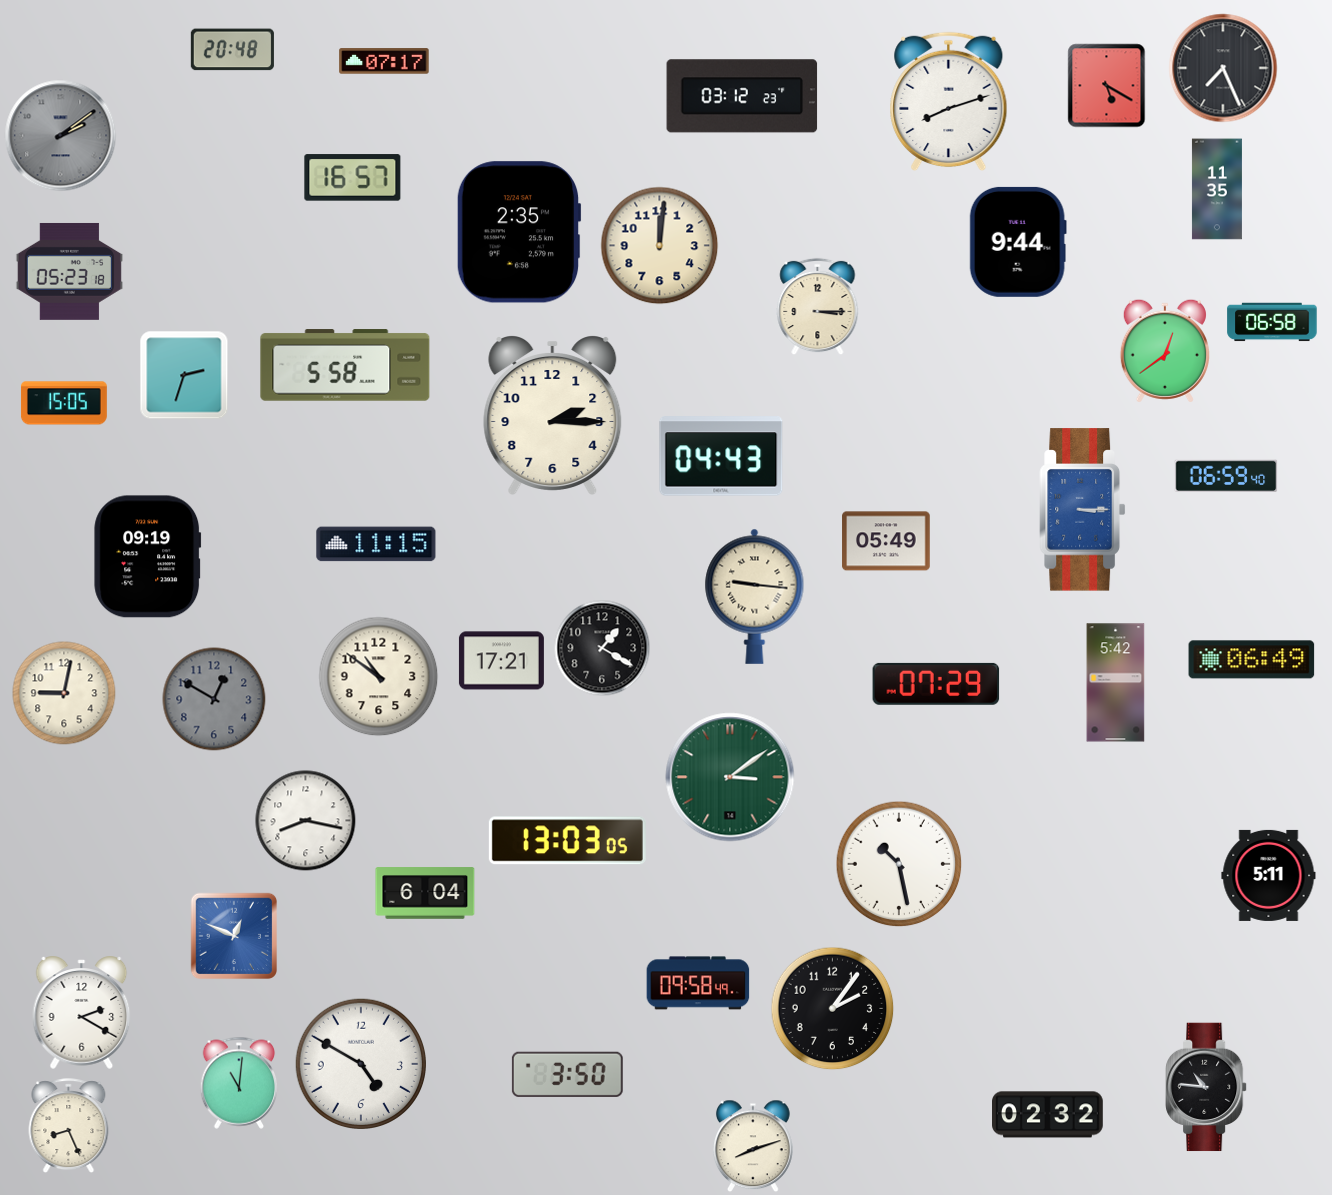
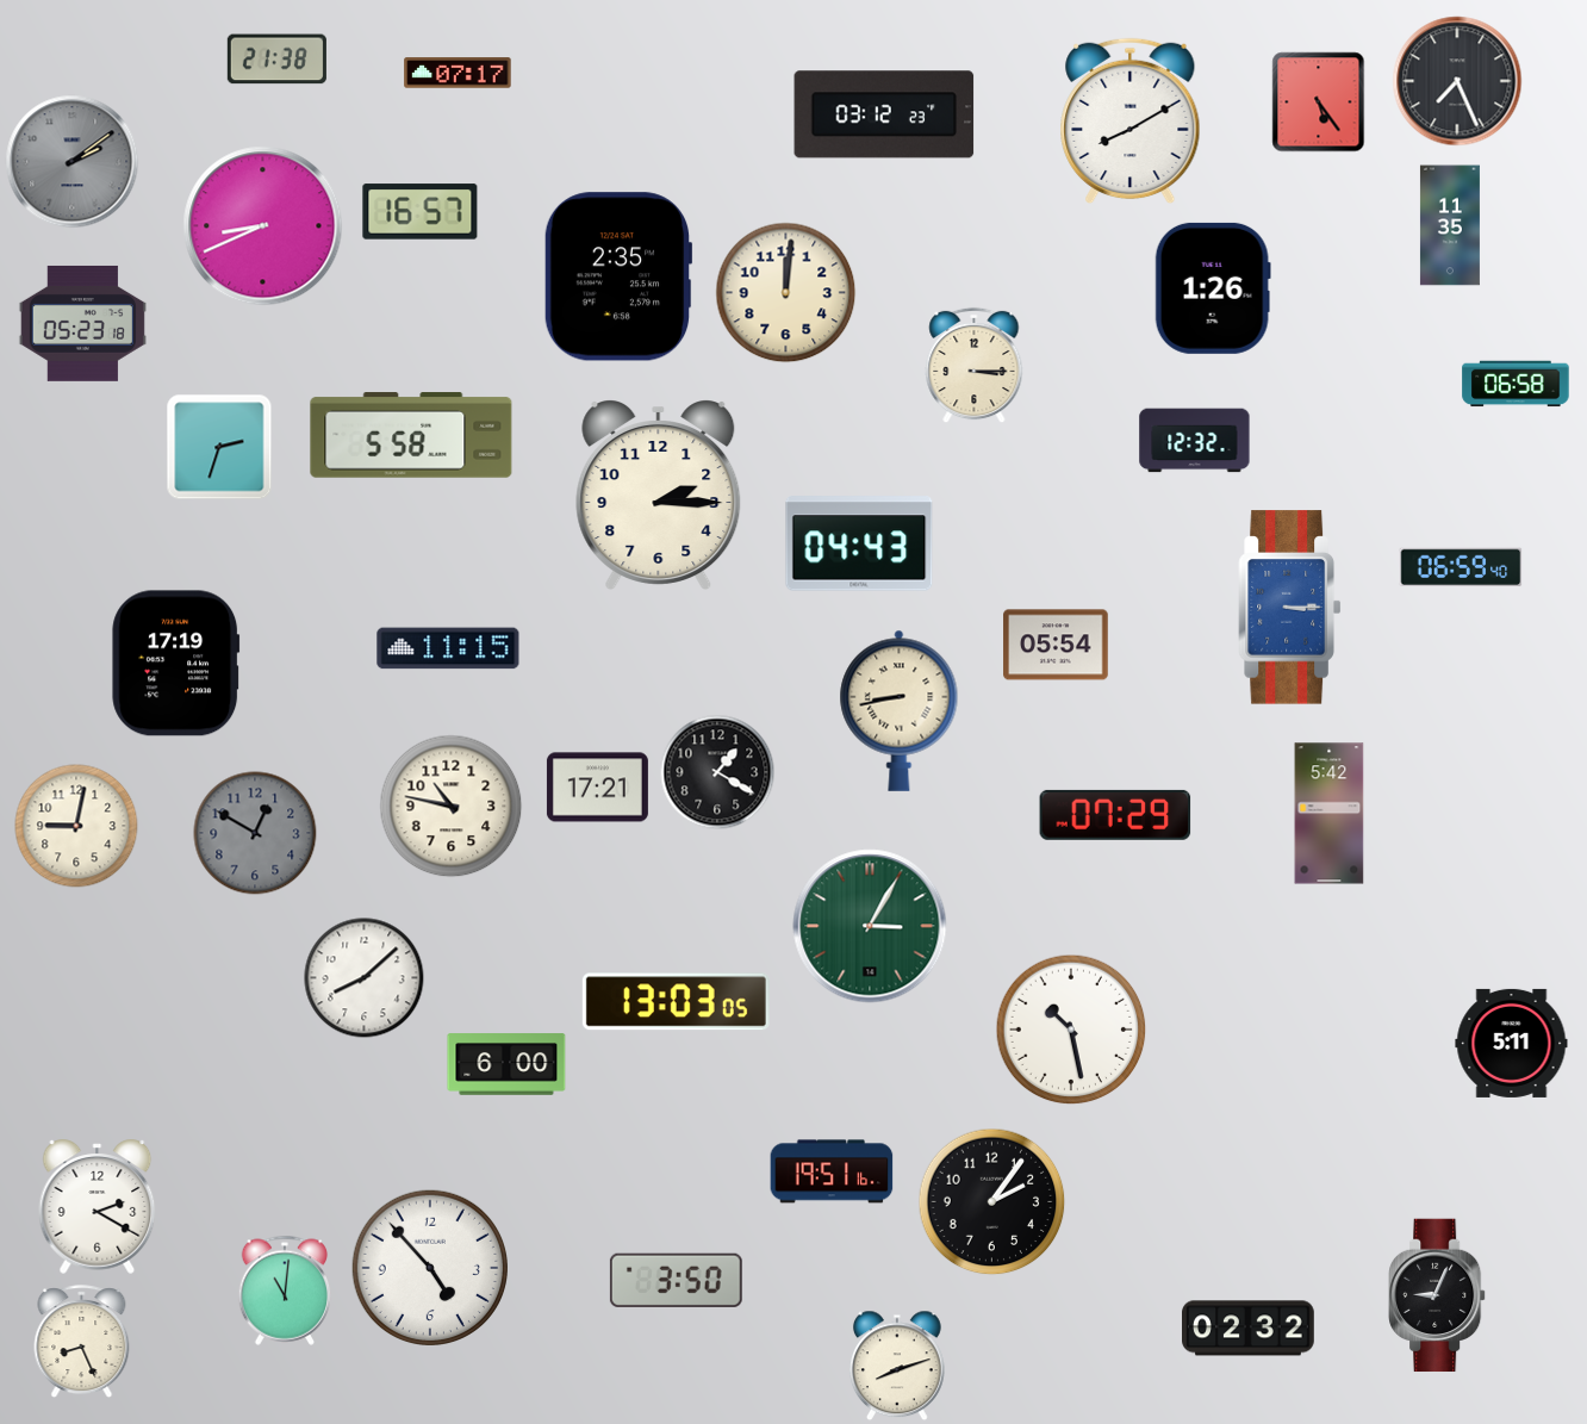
clock at (232, 50): 20:48 -> 21:38
clock at (1107, 86): 5:20 -> 5:24
clock at (949, 102): 8:12 -> 8:10
clock at (263, 226): none -> 8:41
clock at (1018, 242): 9:44 -> 1:26
clock at (1165, 351): 12:39 -> none
clock at (1195, 441): none -> 12:32
clock at (64, 403): 15:05 -> none
clock at (886, 541): 05:49 -> 05:54
clock at (148, 557): 09:19 -> 17:19
clock at (755, 596): 9:16 -> 8:43
clock at (1252, 660): 06:49 -> none
clock at (379, 677): 10:51 -> 10:47
clock at (730, 777): 3:09 -> 3:05
clock at (306, 821): 8:17 -> 8:08
clock at (425, 893): 6:04 -> 6:00
clock at (233, 935): 12:49 -> none
clock at (698, 983): 09:58 -> 19:51
clock at (360, 1063): 4:50 -> 4:53
clock at (1207, 1087): 10:46 -> 9:04
